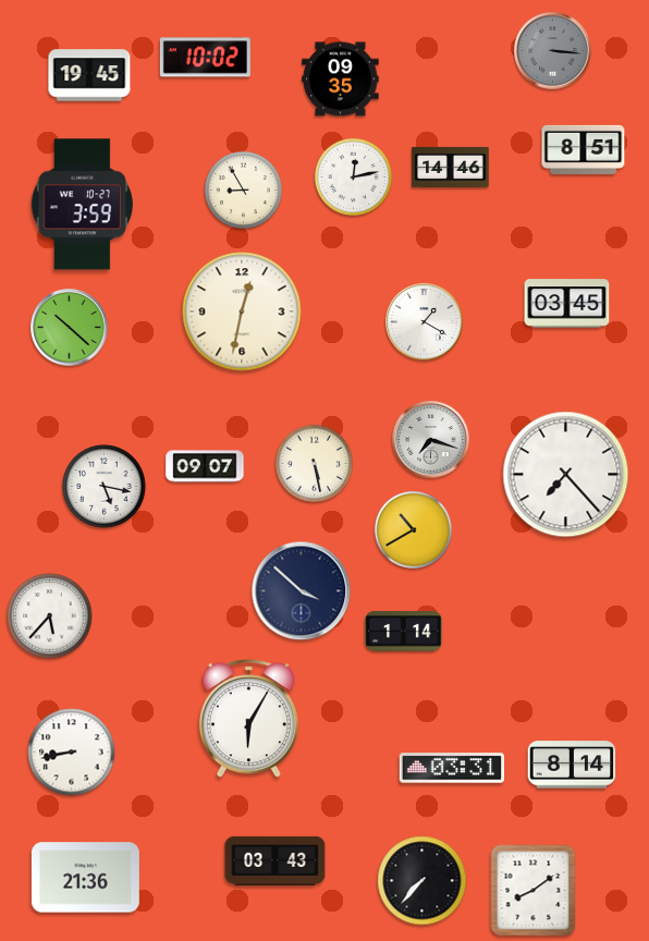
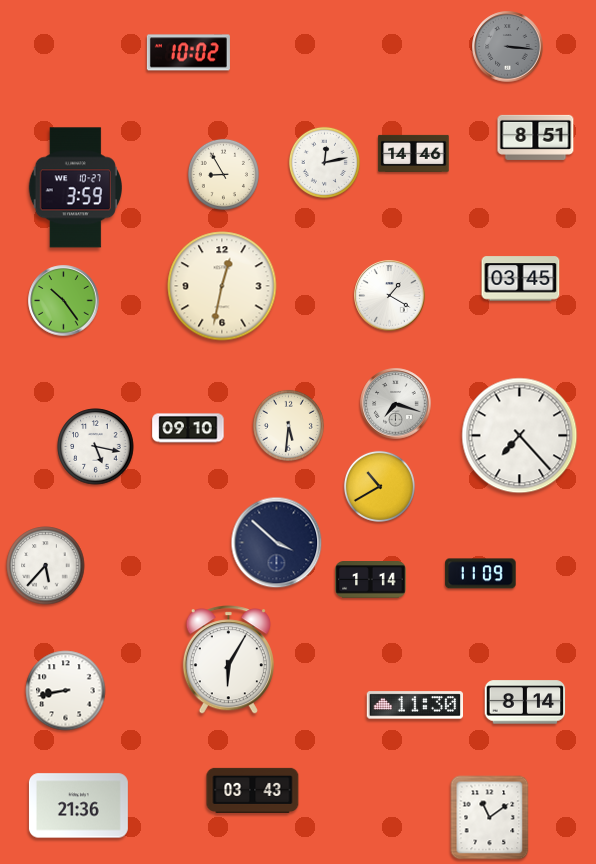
clock at (89, 75): 19:45 -> none
clock at (341, 80): 09:35 -> none
clock at (70, 328): 10:22 -> 10:24
clock at (314, 463): 5:28 -> 5:31
clock at (205, 466): 09:07 -> 09:10
clock at (481, 574): none -> 11:09
clock at (452, 768): 03:31 -> 11:30
clock at (423, 881): 7:37 -> none
clock at (534, 891): 8:09 -> 11:09
